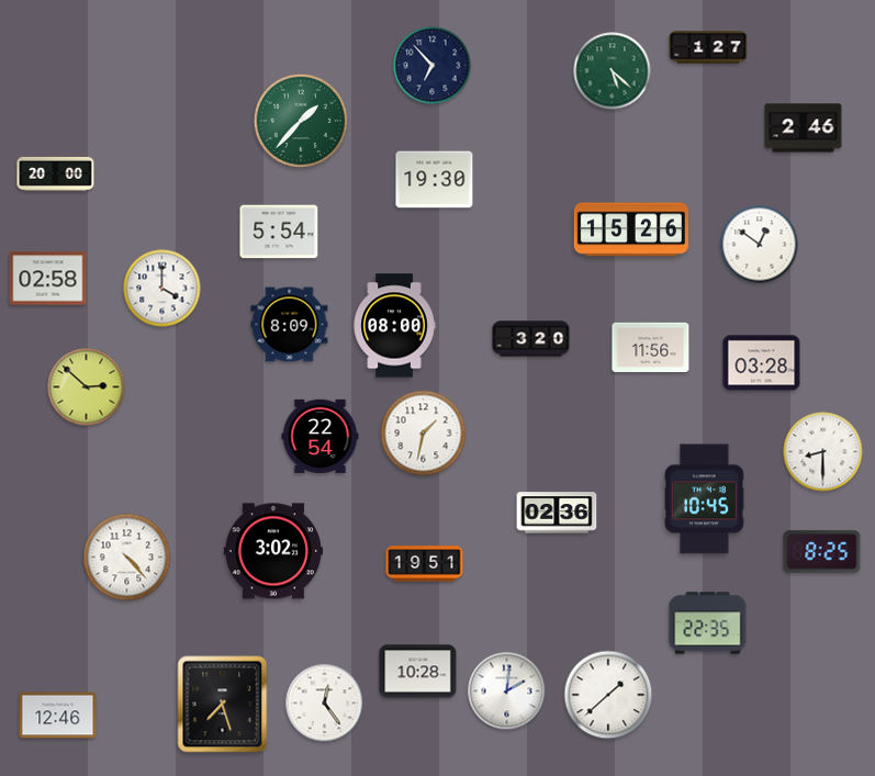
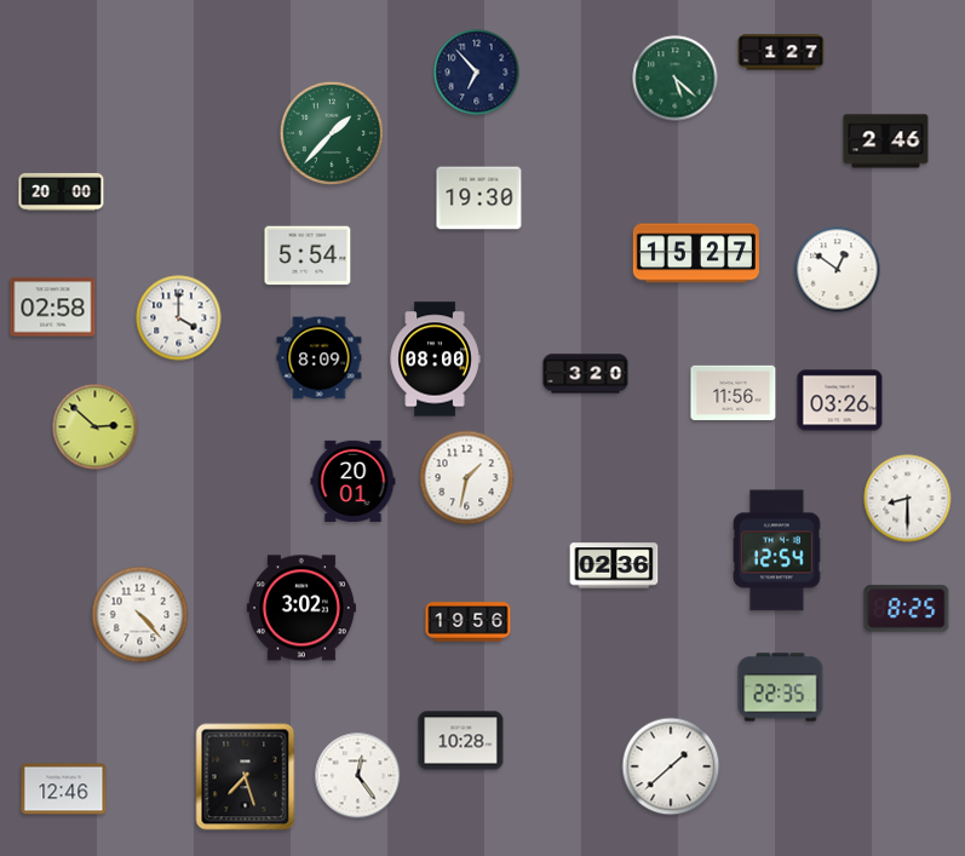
clock at (631, 229): 15:26 -> 15:27
clock at (651, 348) position: (651, 348) -> (734, 393)
clock at (762, 363): 03:28 -> 03:26
clock at (321, 436): 22:54 -> 20:01
clock at (704, 499): 10:45 -> 12:54
clock at (425, 564): 19:51 -> 19:56
clock at (507, 691): 2:01 -> none
